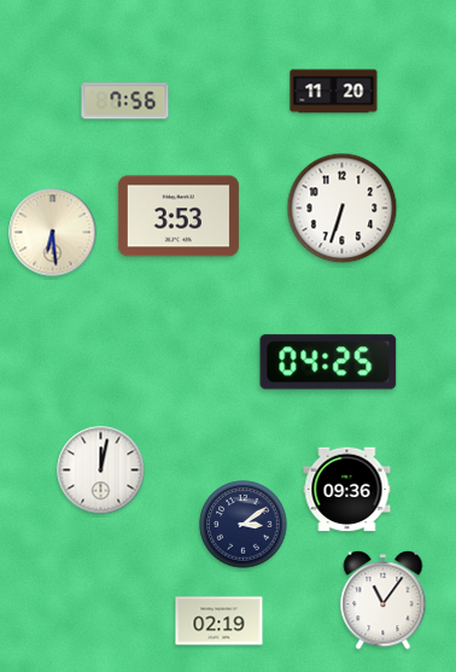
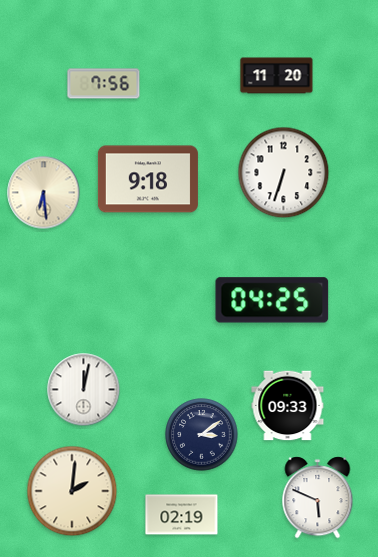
clock at (179, 216): 3:53 -> 9:18
clock at (347, 490): 09:36 -> 09:33
clock at (72, 491): none -> 2:01
clock at (384, 601): 11:06 -> 5:49
